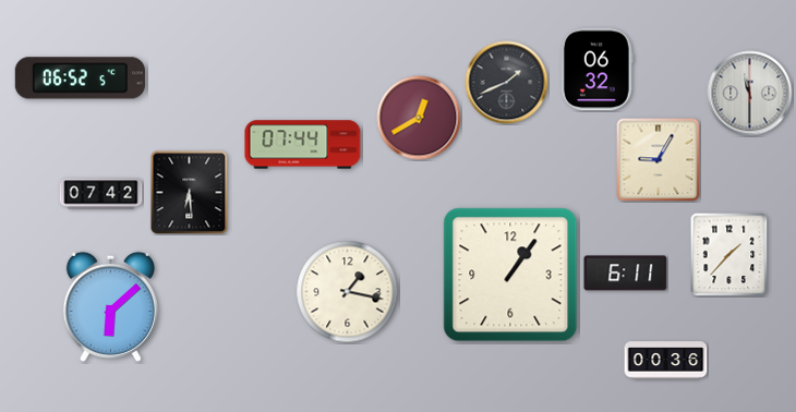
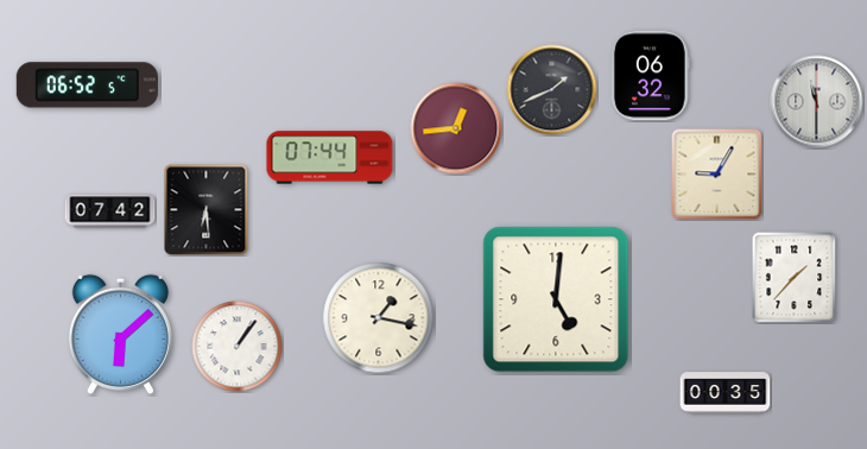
clock at (419, 118): 12:40 -> 12:44
clock at (626, 274): 6:11 -> none
clock at (510, 275): 1:06 -> 5:01
clock at (238, 347): none -> 1:06
clock at (666, 361): 00:36 -> 00:35
